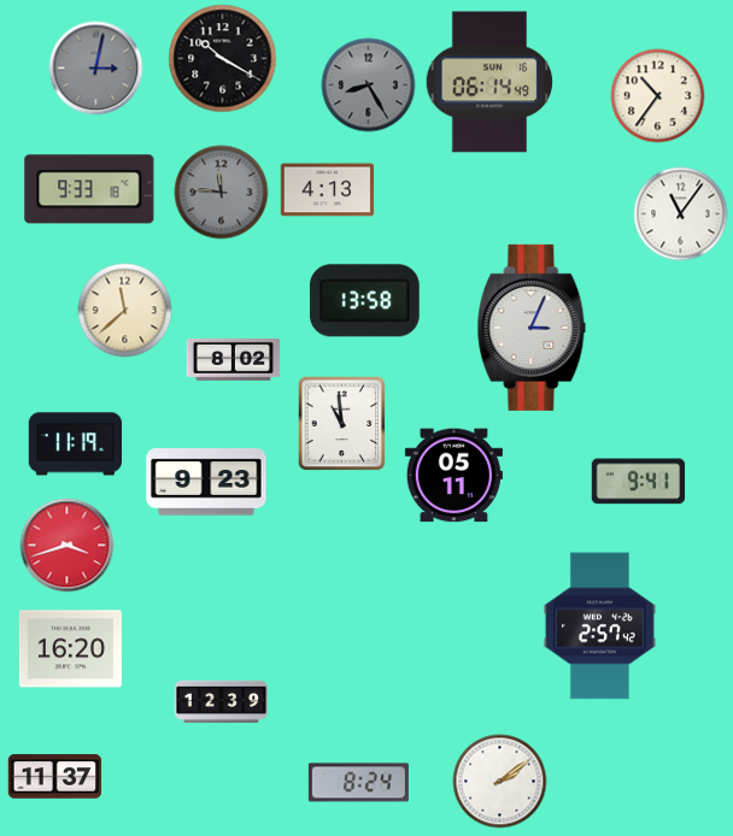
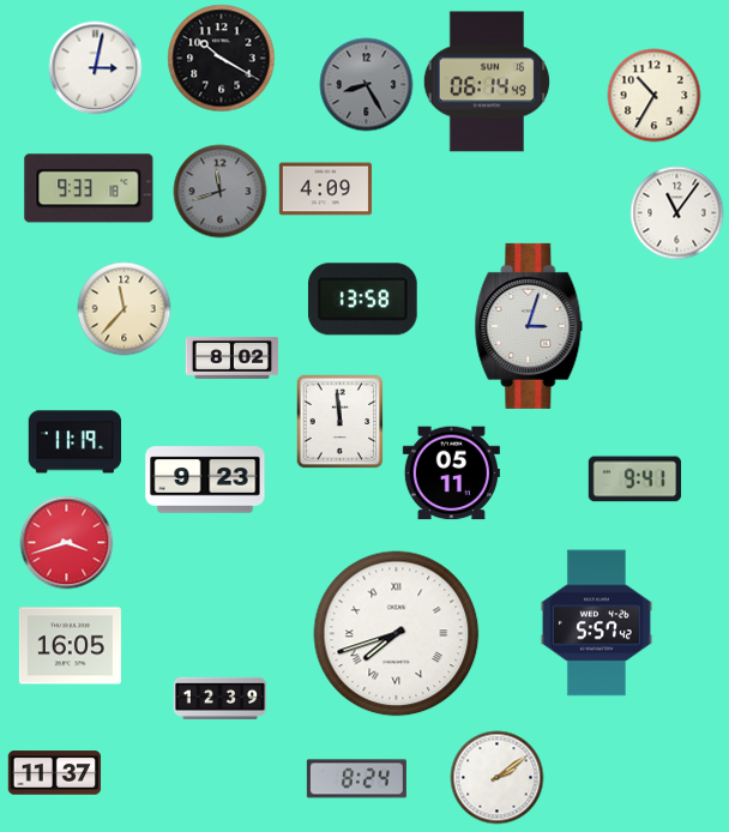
clock at (95, 67) dial: grey -> white
clock at (657, 95): 10:36 -> 10:35
clock at (327, 190): 4:13 -> 4:09
clock at (221, 192): 11:46 -> 11:42
clock at (124, 310): 11:38 -> 11:37
clock at (532, 328): 3:04 -> 3:03
clock at (342, 423): 10:59 -> 11:59
clock at (599, 626): 2:57 -> 5:57
clock at (397, 634): none -> 7:42
clock at (70, 649): 16:20 -> 16:05
